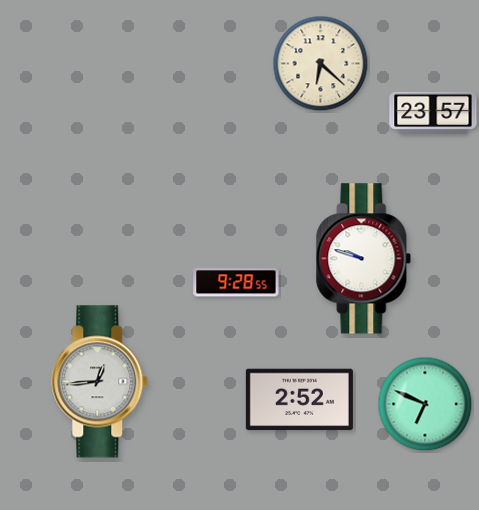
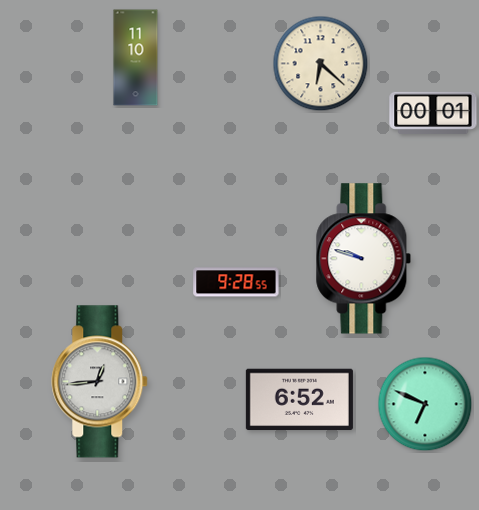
clock at (136, 58): none -> 11:10
clock at (433, 113): 23:57 -> 00:01
clock at (299, 400): 2:52 -> 6:52
